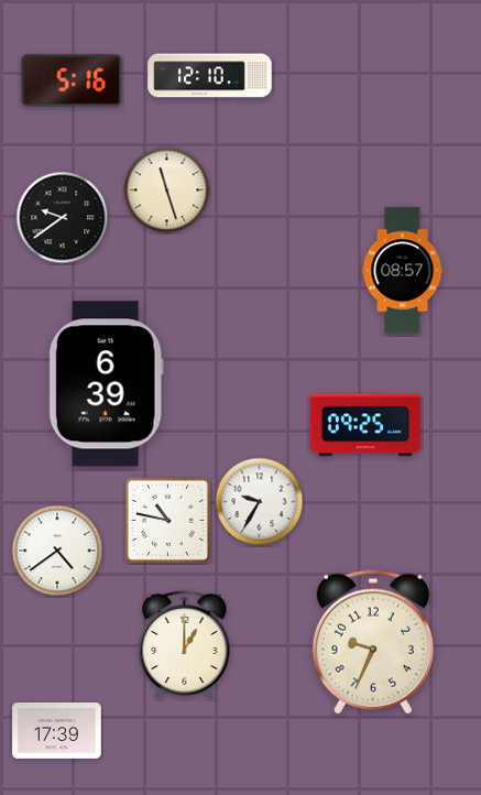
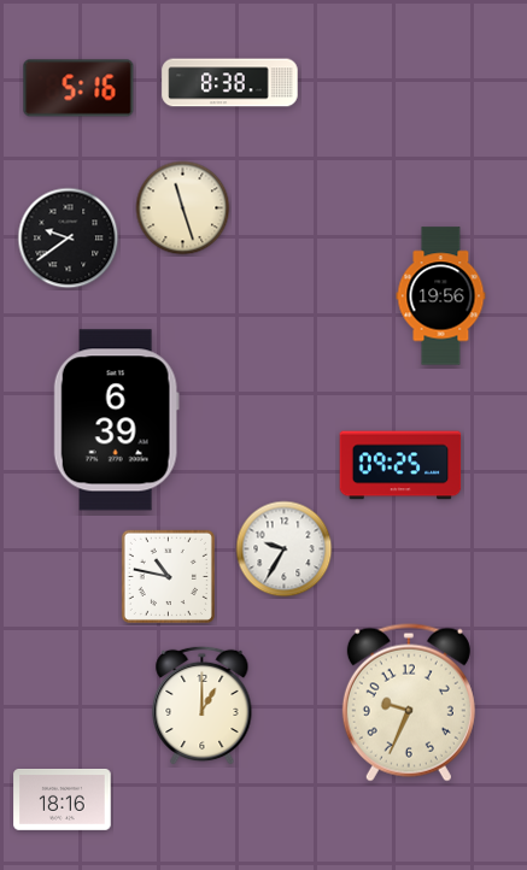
clock at (210, 76): 12:10 -> 8:38
clock at (403, 271): 08:57 -> 19:56
clock at (167, 520) position: (167, 520) -> (168, 576)
clock at (57, 551): 4:39 -> none
clock at (57, 731): 17:39 -> 18:16
